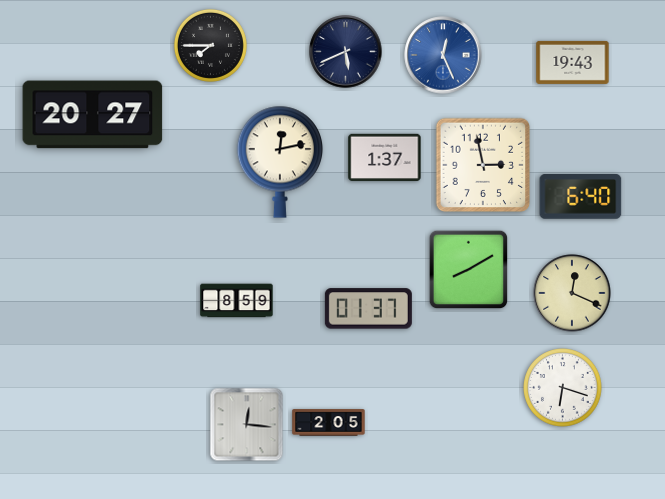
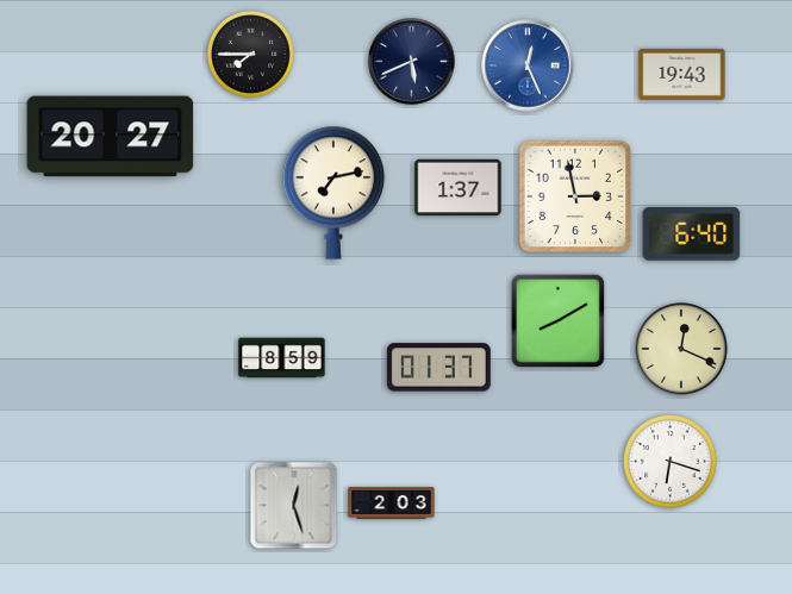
clock at (280, 162): 12:13 -> 7:13
clock at (329, 423): 2:05 -> 2:03
clock at (247, 425): 12:16 -> 12:27
